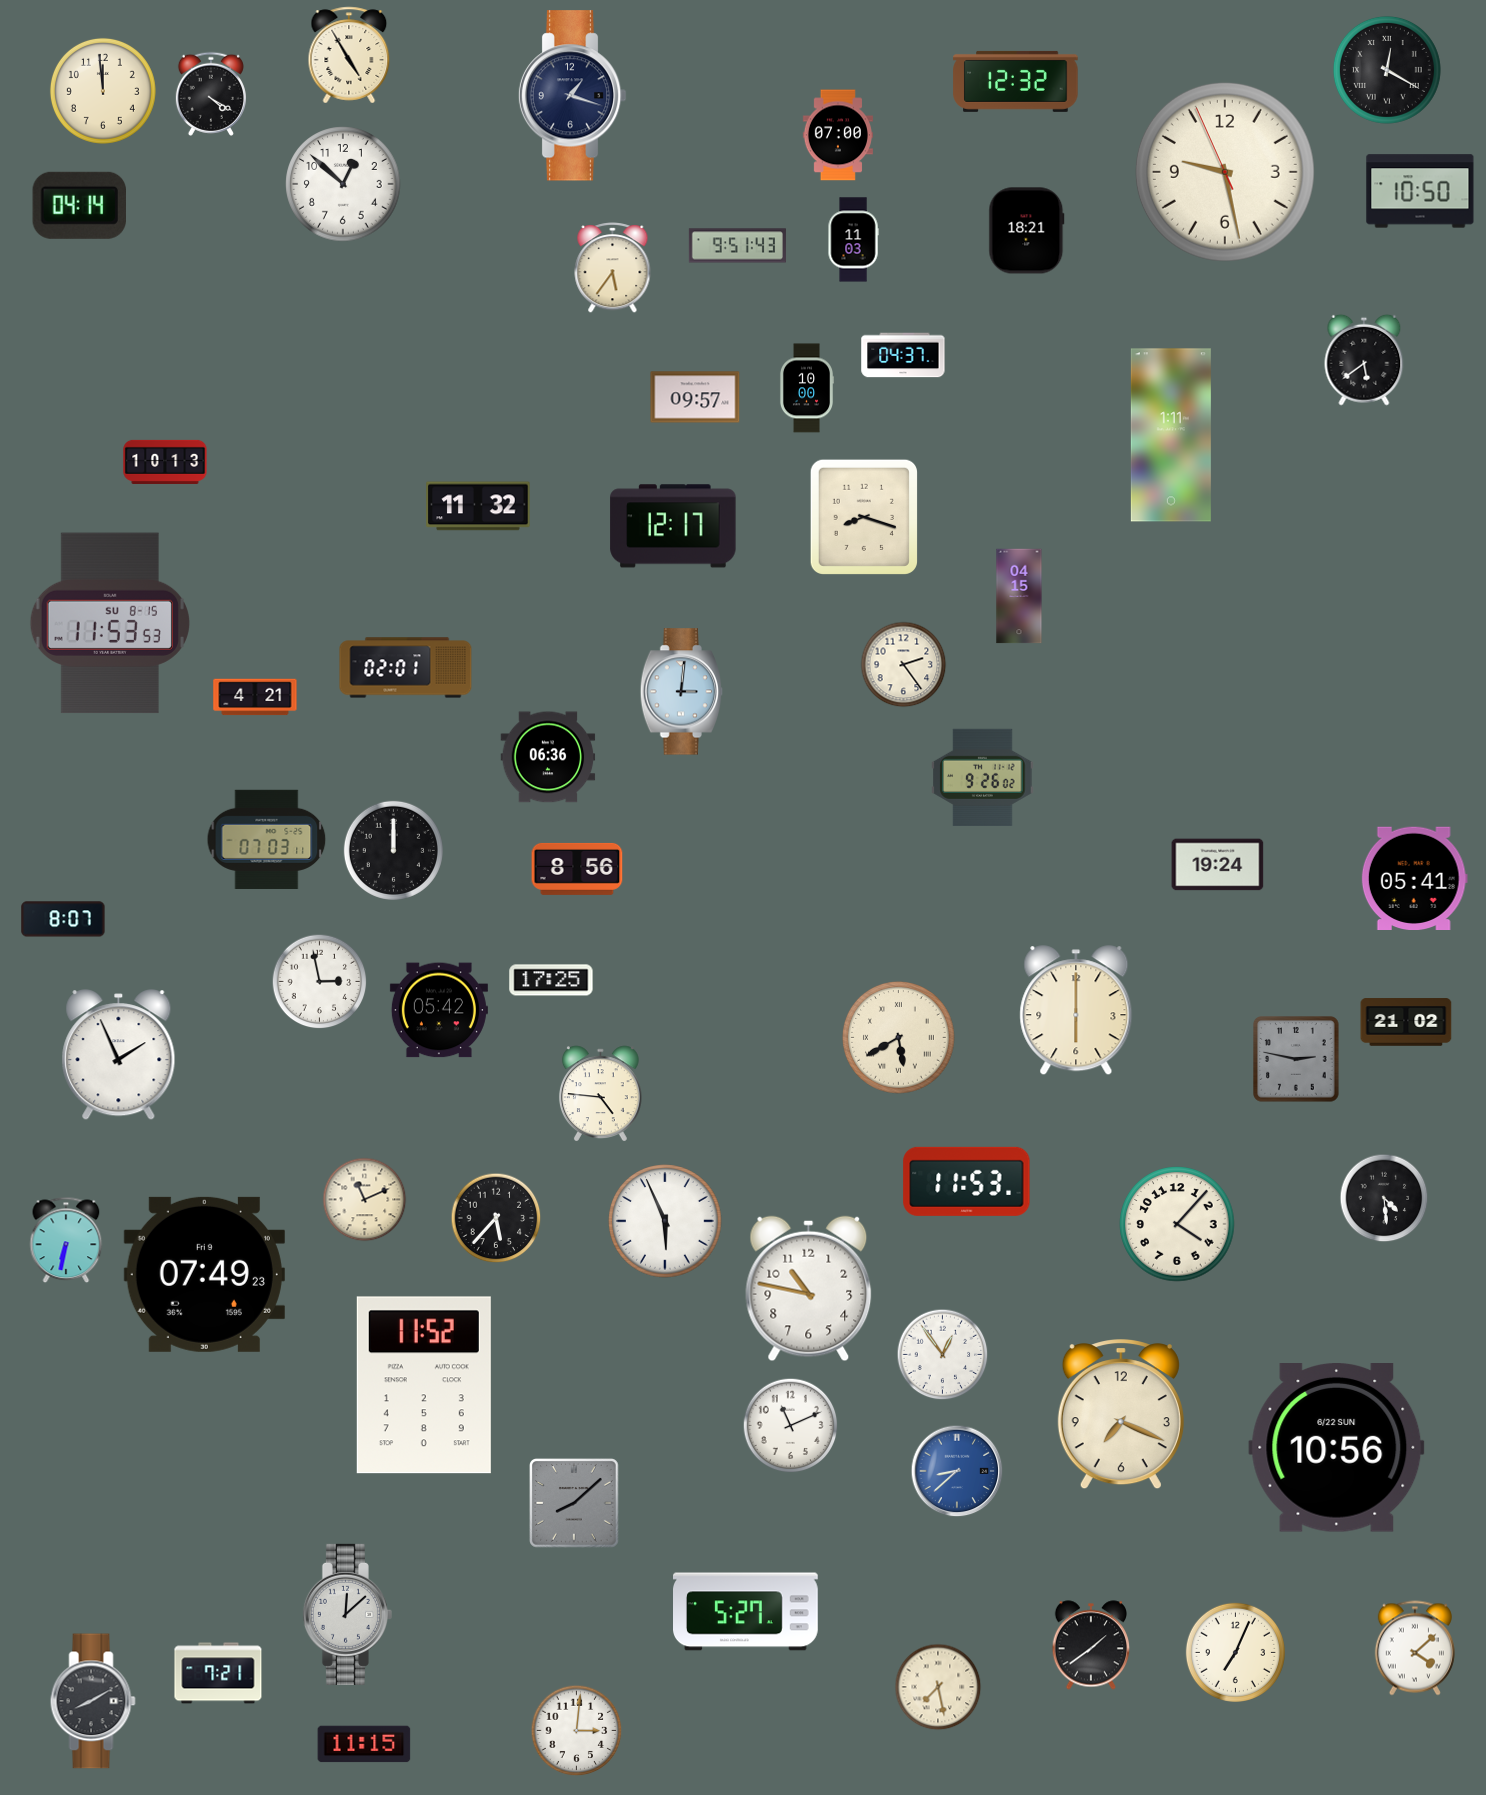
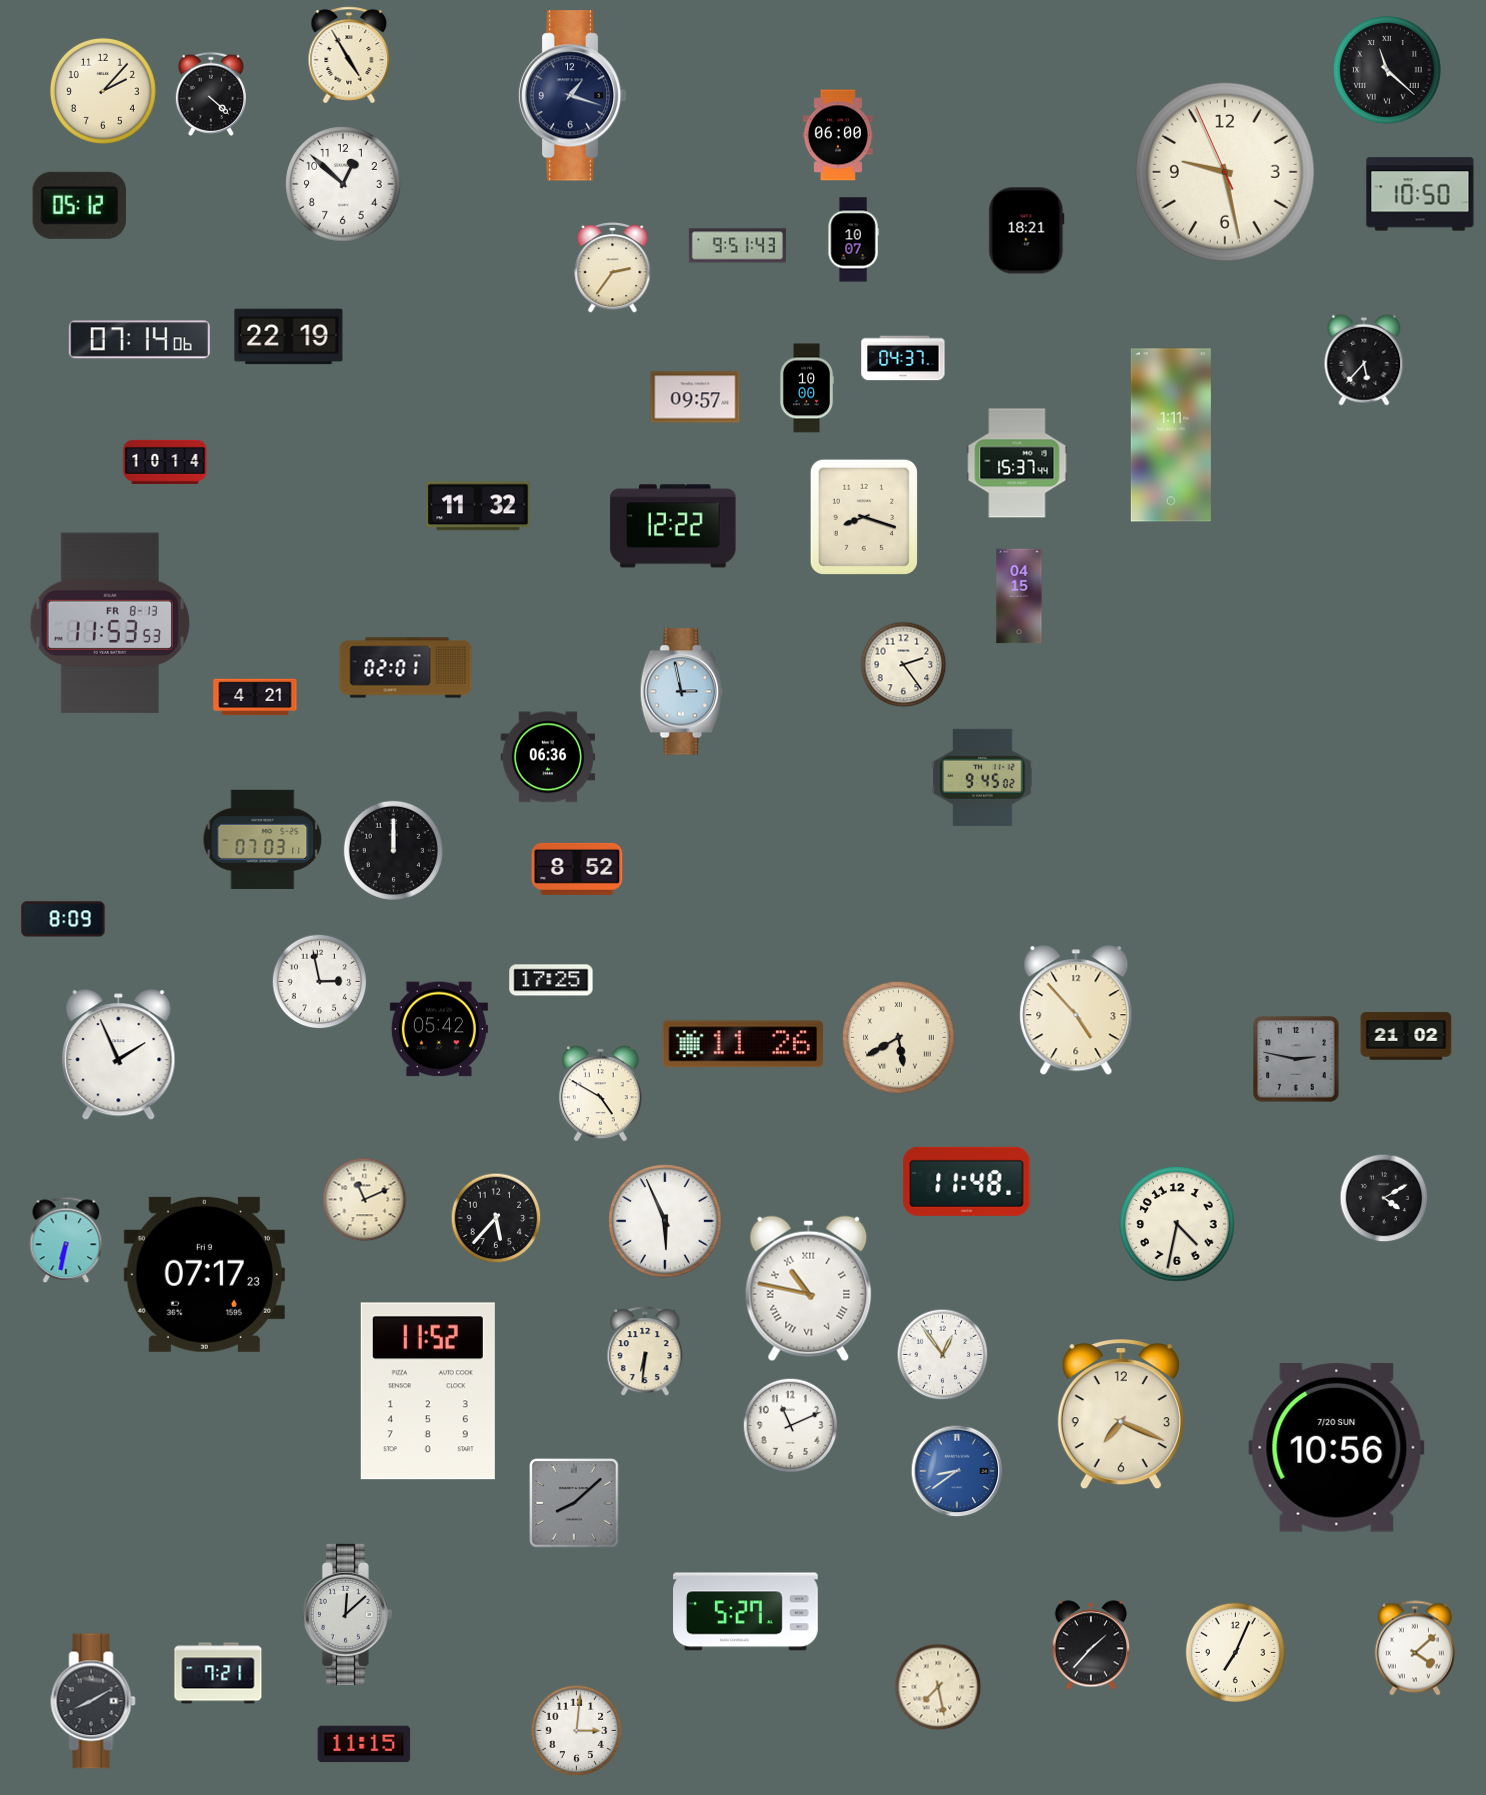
clock at (1387, 70): 12:20 -> 11:22
clock at (1016, 81): 12:32 -> none
clock at (103, 91): 11:59 -> 2:07
clock at (211, 94): 4:20 -> 4:22
clock at (838, 135): 07:00 -> 06:00
clock at (1420, 191) position: (1420, 191) -> (1420, 194)
clock at (80, 205): 04:14 -> 05:12
clock at (853, 240): 11:03 -> 10:07
clock at (613, 268): 5:36 -> 2:36
clock at (289, 337): none -> 22:19
clock at (139, 340): none -> 07:14
clock at (903, 355) position: (903, 355) -> (903, 358)
clock at (1364, 360): 5:39 -> 5:37
clock at (165, 462): 10:13 -> 10:14
clock at (1017, 463): none -> 15:37
clock at (673, 526): 12:17 -> 12:22
clock at (110, 623) date: SU 8-15 -> FR 8-13
clock at (682, 692): 3:01 -> 2:58
clock at (983, 777): 9:26 -> 9:45
clock at (267, 839) position: (267, 839) -> (263, 839)
clock at (1218, 865): 19:24 -> none
clock at (577, 869): 8:56 -> 8:52
clock at (1414, 878): 05:41 -> none
clock at (63, 919): 8:07 -> 8:09
clock at (439, 1010) position: (439, 1010) -> (439, 1029)
clock at (1076, 1011): 6:00 -> 4:53
clock at (1406, 1022) position: (1406, 1022) -> (1406, 1036)
clock at (743, 1044): none -> 11:26
clock at (600, 1093): 4:46 -> 4:50
clock at (967, 1181): 11:53 -> 11:48
clock at (1384, 1198): 4:29 -> 4:10
clock at (1177, 1224): 4:07 -> 4:32
clock at (204, 1274): 07:49 -> 07:17
clock at (809, 1289) numerals: Arabic -> Roman
clock at (645, 1352): none -> 6:31
clock at (424, 1385) position: (424, 1385) -> (428, 1391)
clock at (1337, 1448) date: 6/22 SUN -> 7/20 SUN
clock at (957, 1471): 8:38 -> 8:39
clock at (1090, 1645): 1:39 -> 1:37
